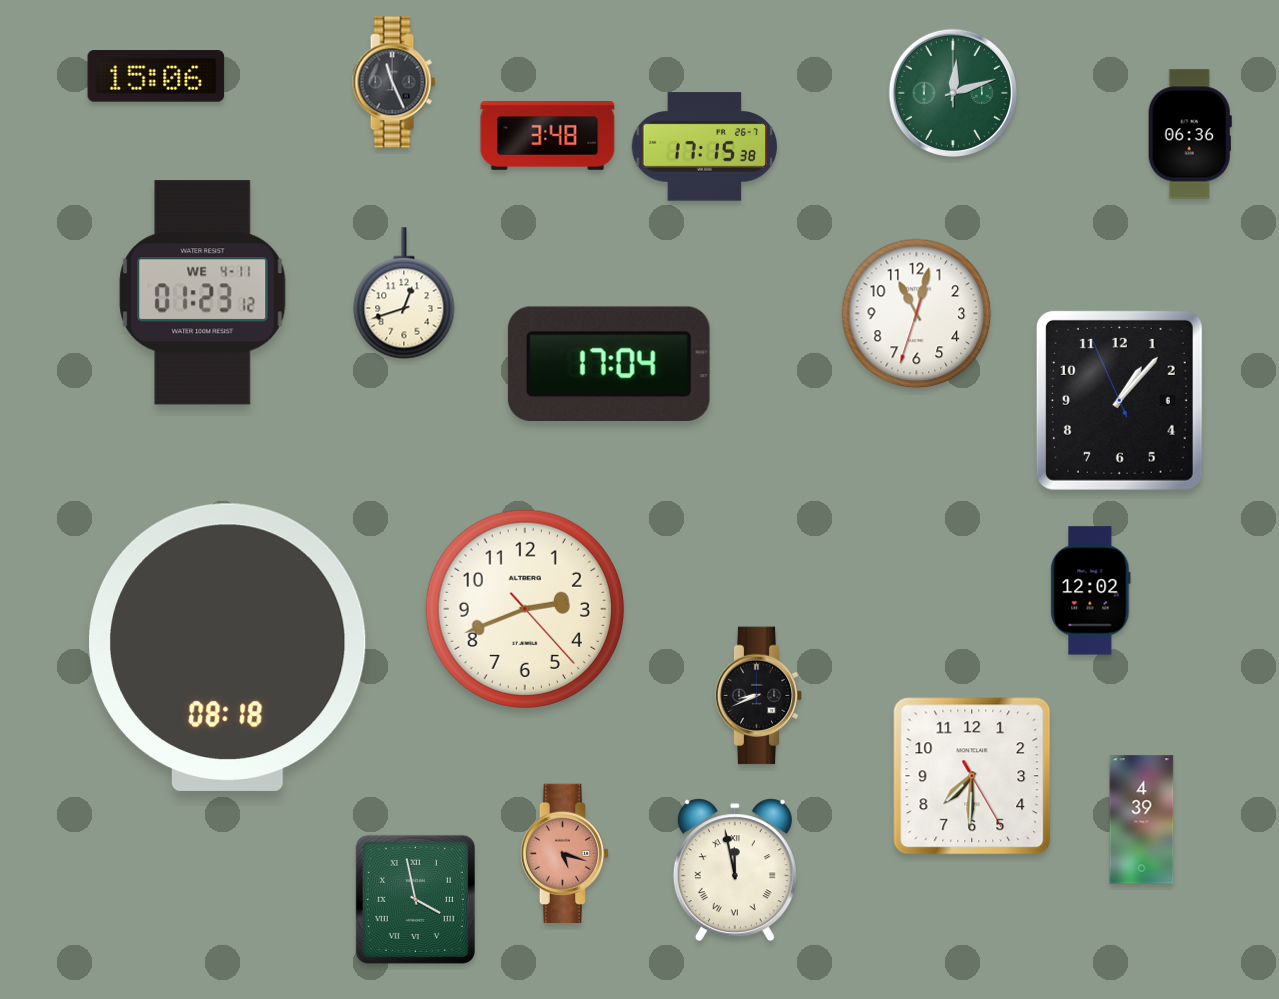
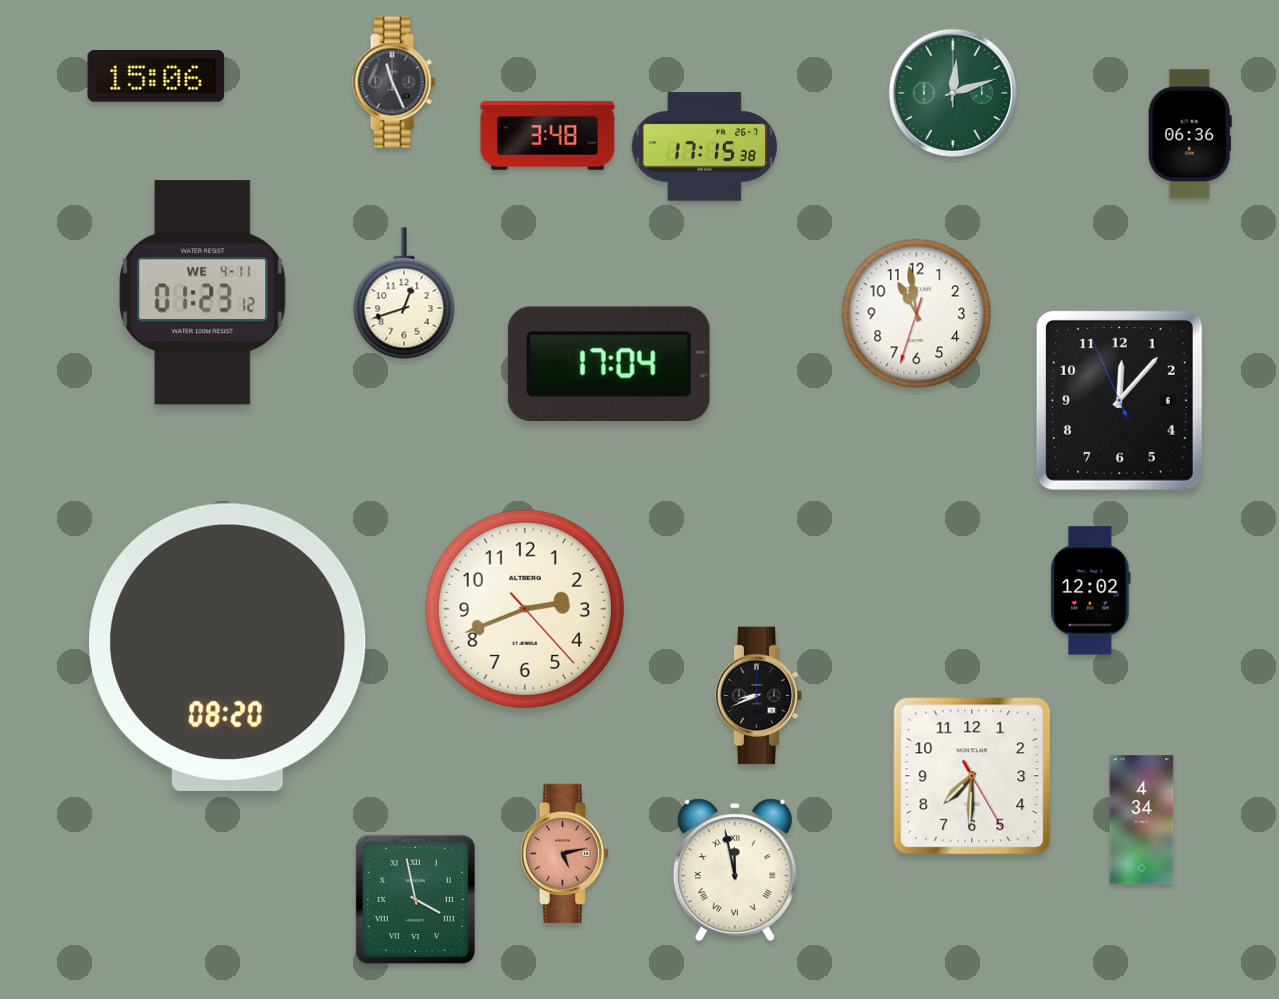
clock at (917, 314): 11:02 -> 10:58
clock at (1119, 400): 1:06 -> 12:06
clock at (228, 647): 08:18 -> 08:20
clock at (1142, 820): 4:39 -> 4:34
clock at (565, 853): 5:18 -> 5:13
